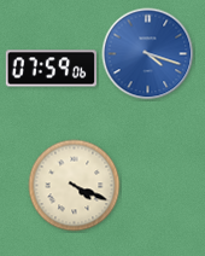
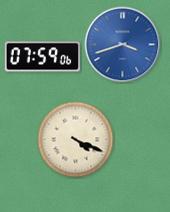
clock at (148, 54): 4:18 -> 3:42
clock at (75, 186) position: (75, 186) -> (76, 140)
